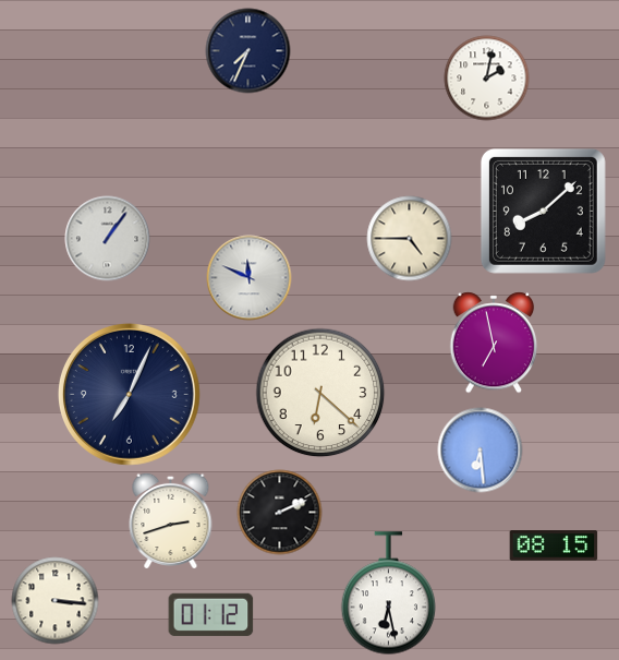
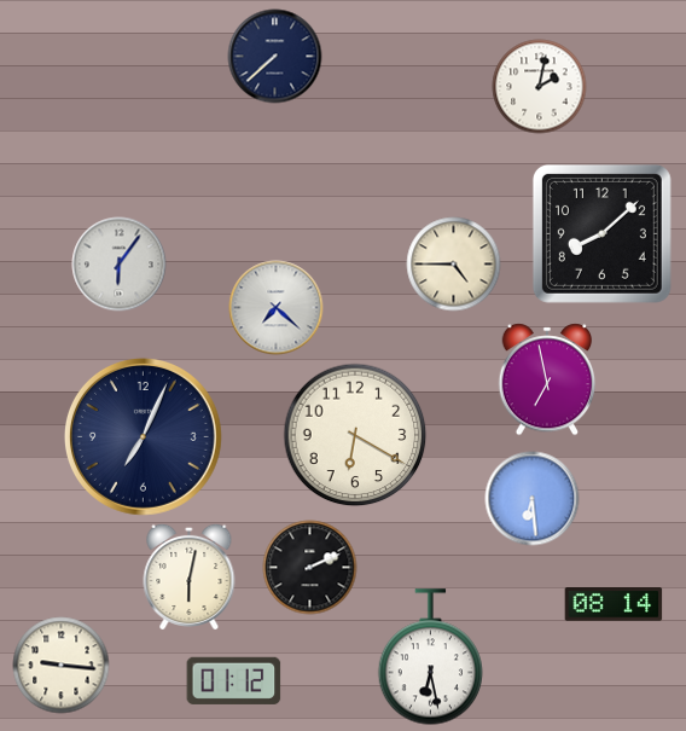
clock at (247, 50): 7:34 -> 7:38
clock at (107, 238): 1:06 -> 6:06
clock at (248, 277): 11:49 -> 7:22
clock at (320, 393): 6:22 -> 6:20
clock at (171, 520): 2:42 -> 6:02
clock at (554, 547): 08:15 -> 08:14
clock at (54, 600): 3:16 -> 9:16
